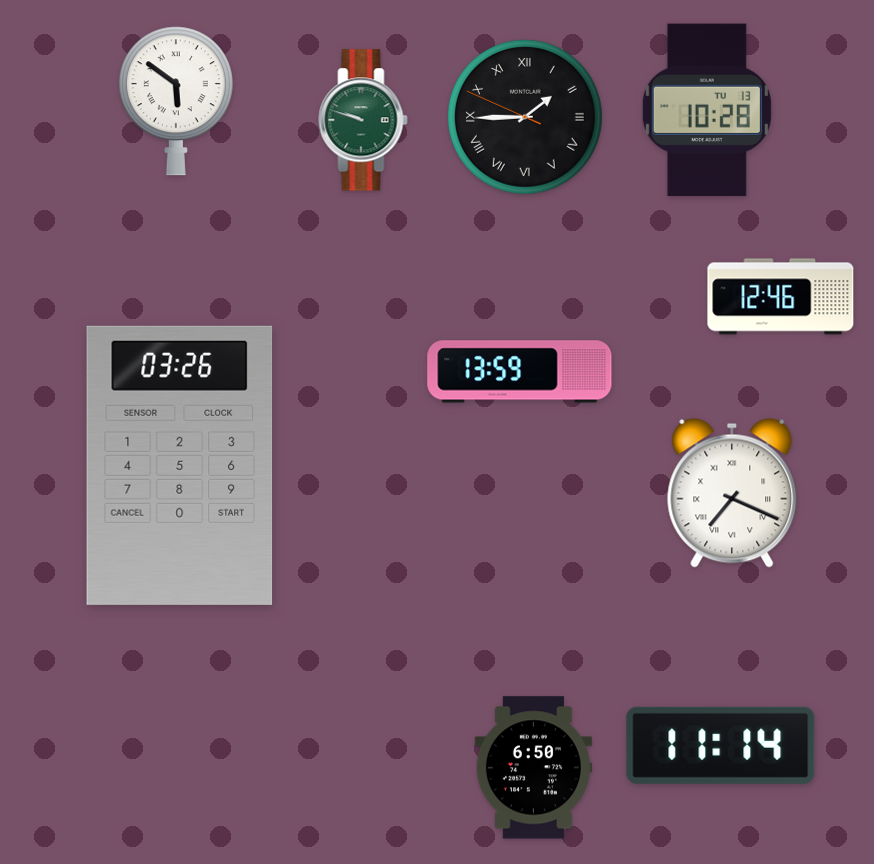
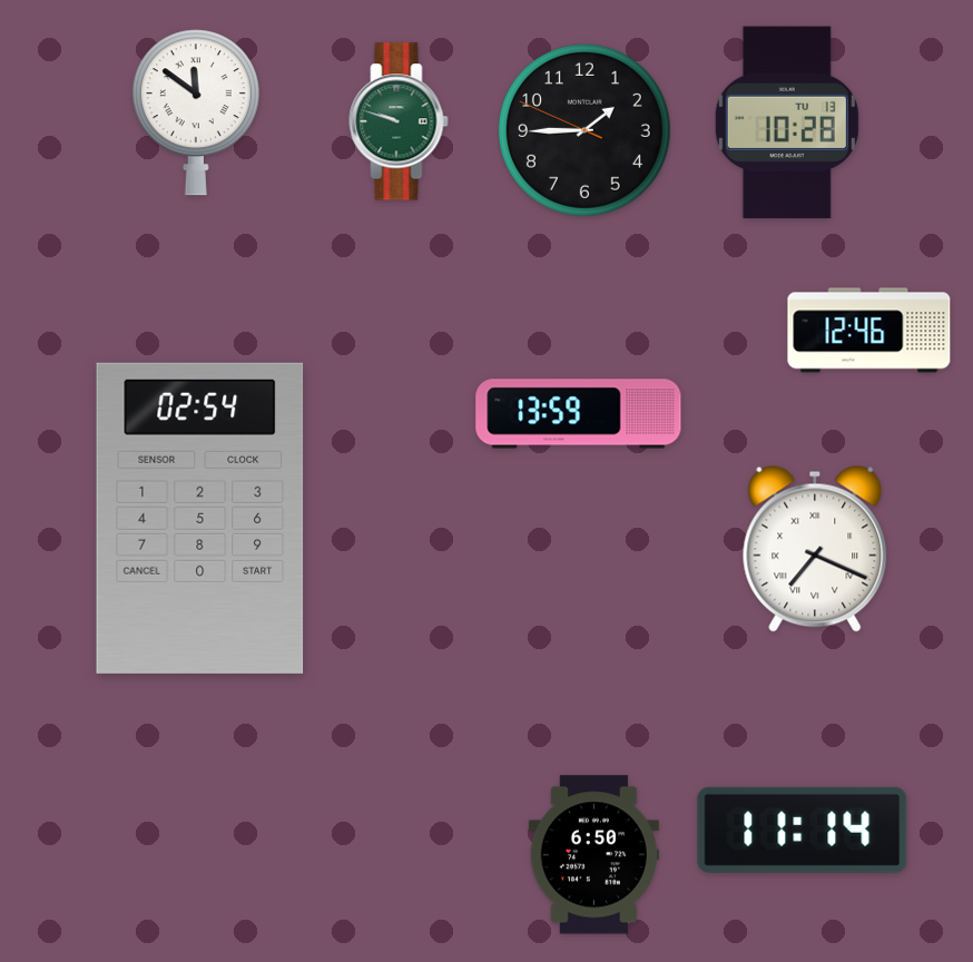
clock at (176, 101): 5:51 -> 11:51
clock at (525, 117) numerals: Roman -> Arabic
clock at (363, 120) position: (363, 120) -> (399, 121)
clock at (180, 465): 03:26 -> 02:54
